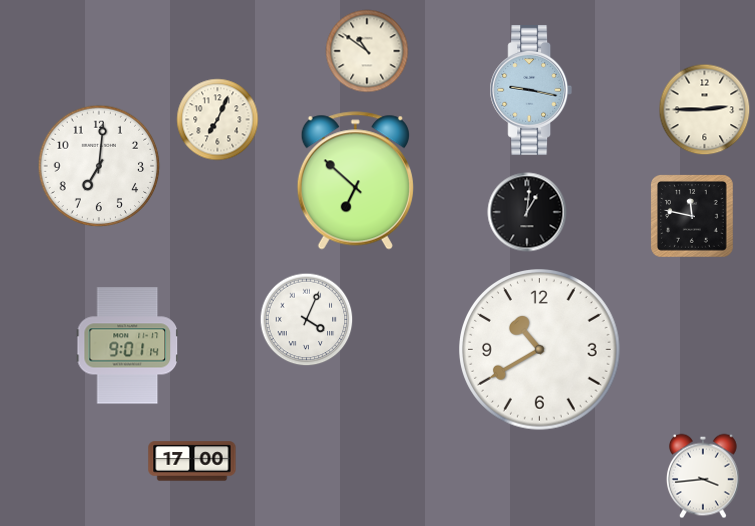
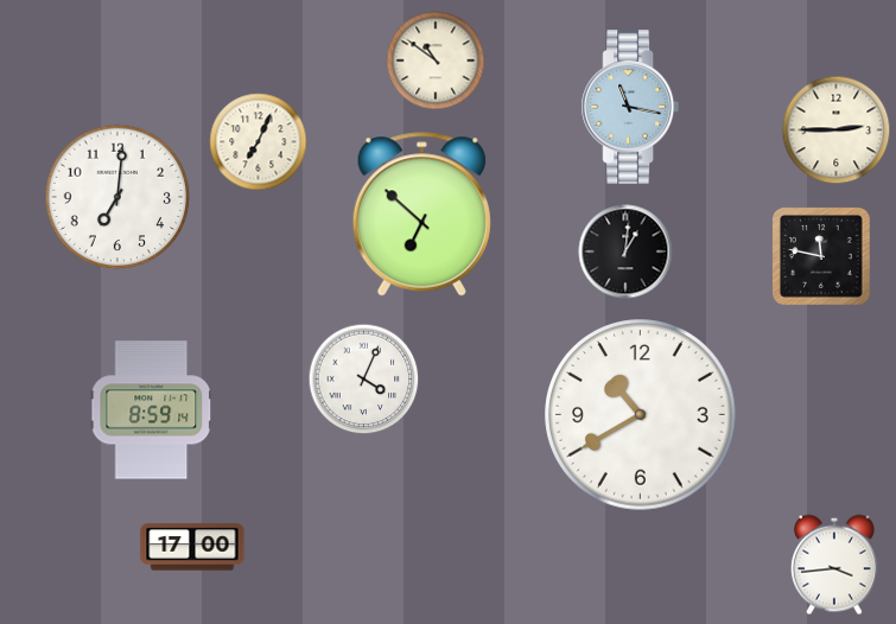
clock at (530, 91): 9:17 -> 11:17
clock at (128, 346): 9:01 -> 8:59
clock at (192, 461) position: (192, 461) -> (192, 547)
